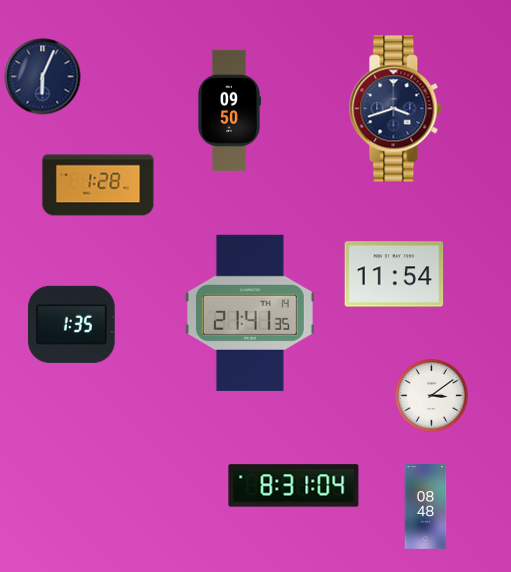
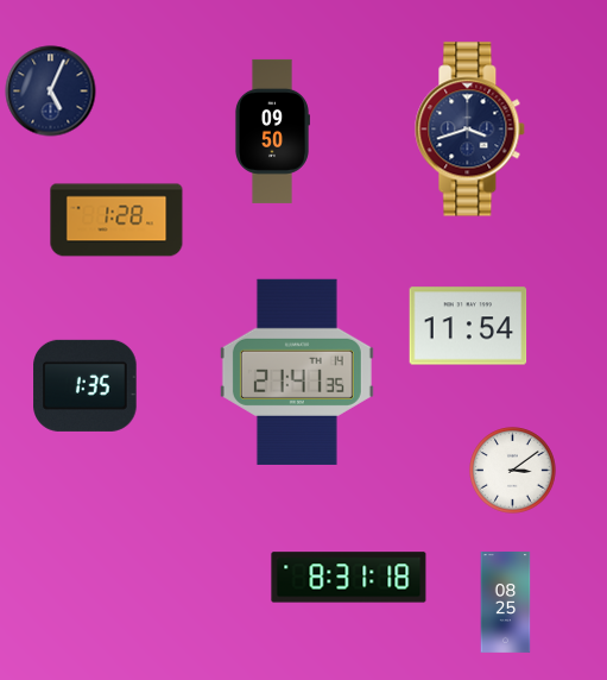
clock at (43, 77): 6:04 -> 5:04
clock at (294, 486): 8:31:04 -> 8:31:18
clock at (426, 507): 08:48 -> 08:25
